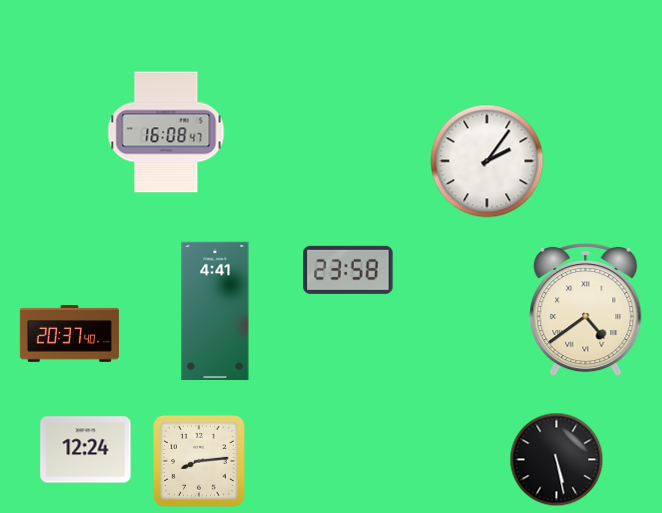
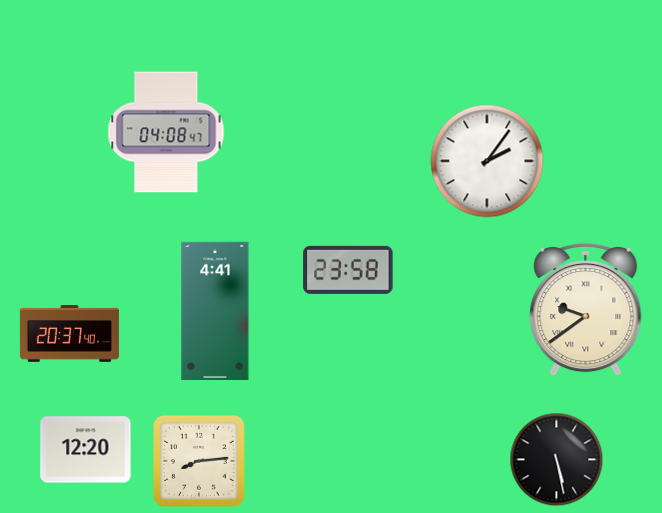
clock at (166, 132): 16:08 -> 04:08
clock at (586, 310): 4:39 -> 9:39
clock at (86, 450): 12:24 -> 12:20
